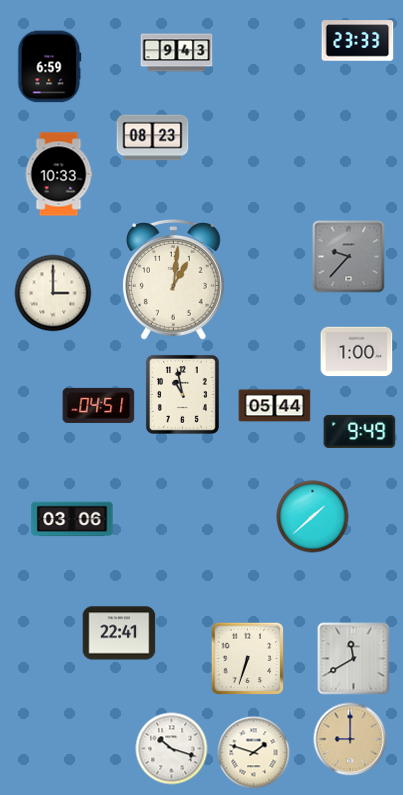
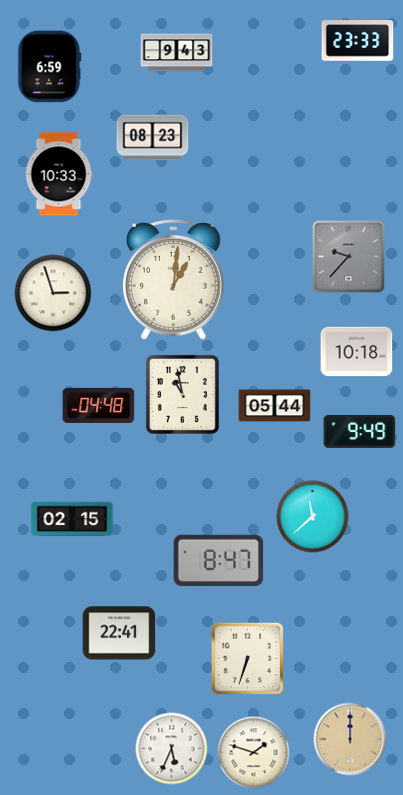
clock at (53, 293): 3:00 -> 2:57
clock at (357, 352): 1:00 -> 10:18
clock at (99, 405): 04:51 -> 04:48
clock at (313, 517): 1:38 -> 11:38
clock at (72, 519): 03:06 -> 02:15
clock at (219, 561): none -> 8:47
clock at (354, 659): 11:40 -> none
clock at (350, 739): 9:00 -> 12:00
clock at (172, 749): 10:18 -> 5:34
